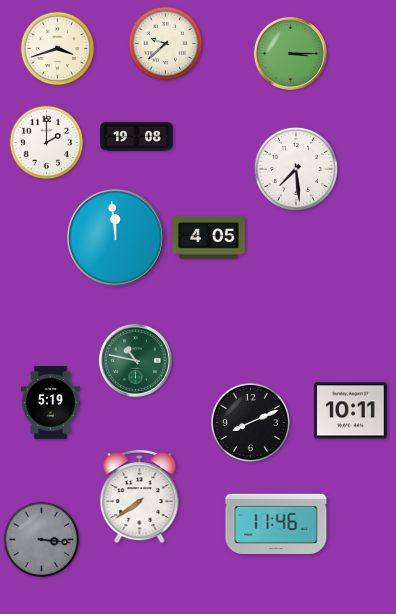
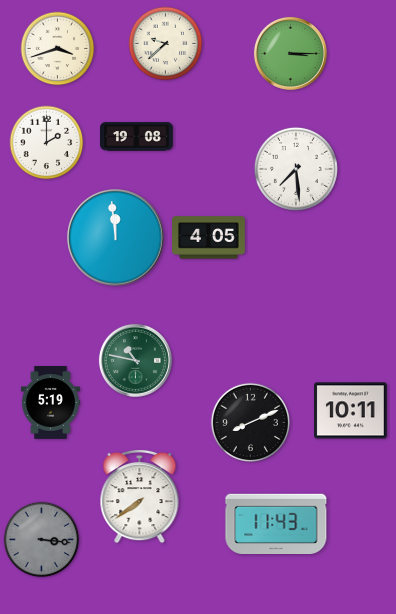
clock at (276, 523): 11:46 -> 11:43
